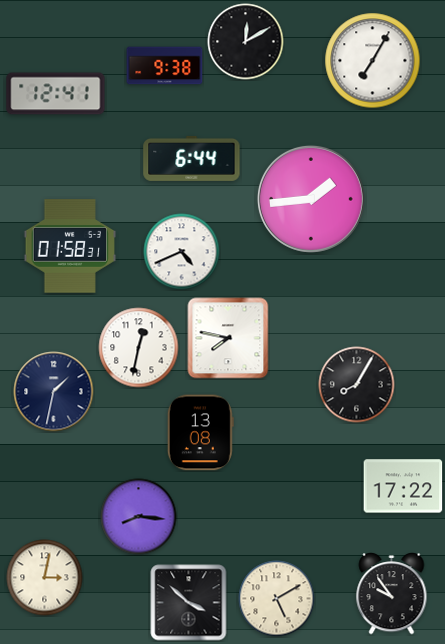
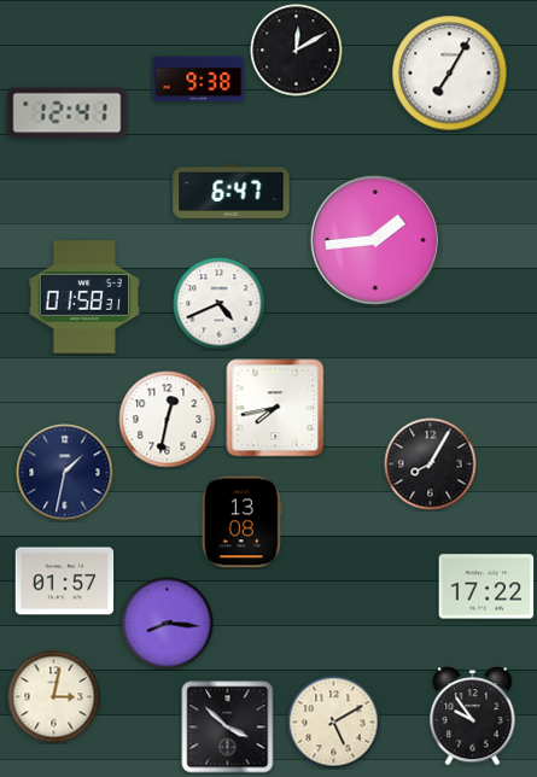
clock at (192, 158): 6:44 -> 6:47
clock at (228, 338): 7:47 -> 7:43
clock at (65, 582): none -> 01:57
